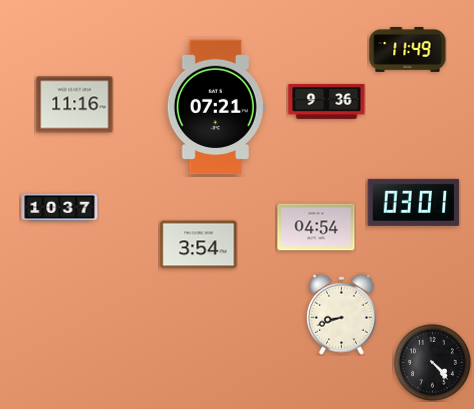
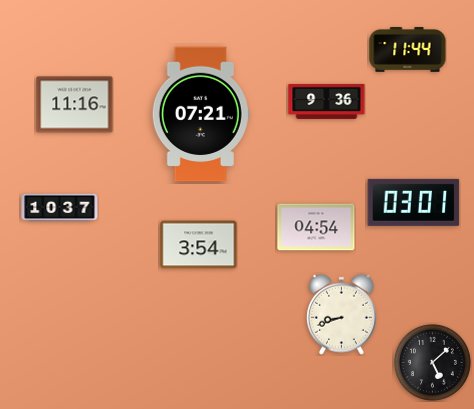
clock at (408, 50): 11:49 -> 11:44
clock at (216, 107) position: (216, 107) -> (201, 114)
clock at (432, 362): 4:23 -> 5:08
